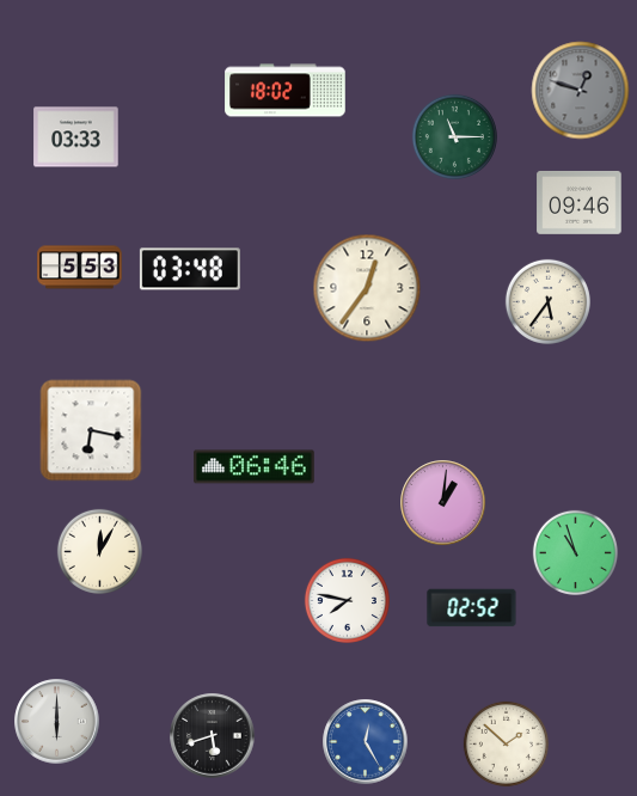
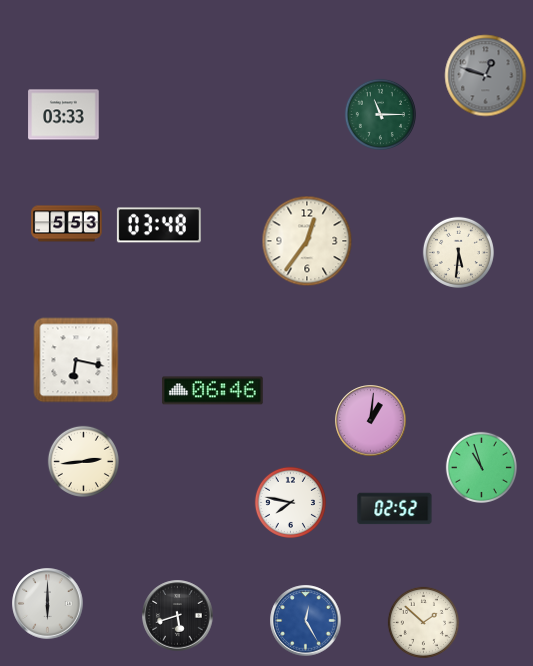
clock at (286, 91): 18:02 -> none
clock at (580, 202): 09:46 -> none
clock at (547, 301): 5:36 -> 5:31
clock at (99, 551): 12:05 -> 2:44
clock at (575, 552) position: (575, 552) -> (481, 467)
